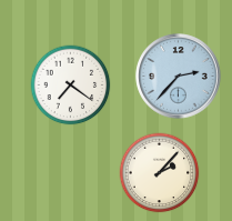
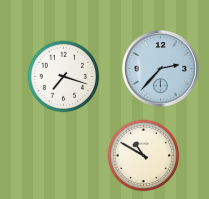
clock at (71, 86): 7:21 -> 7:18
clock at (160, 173): 2:07 -> 10:50
